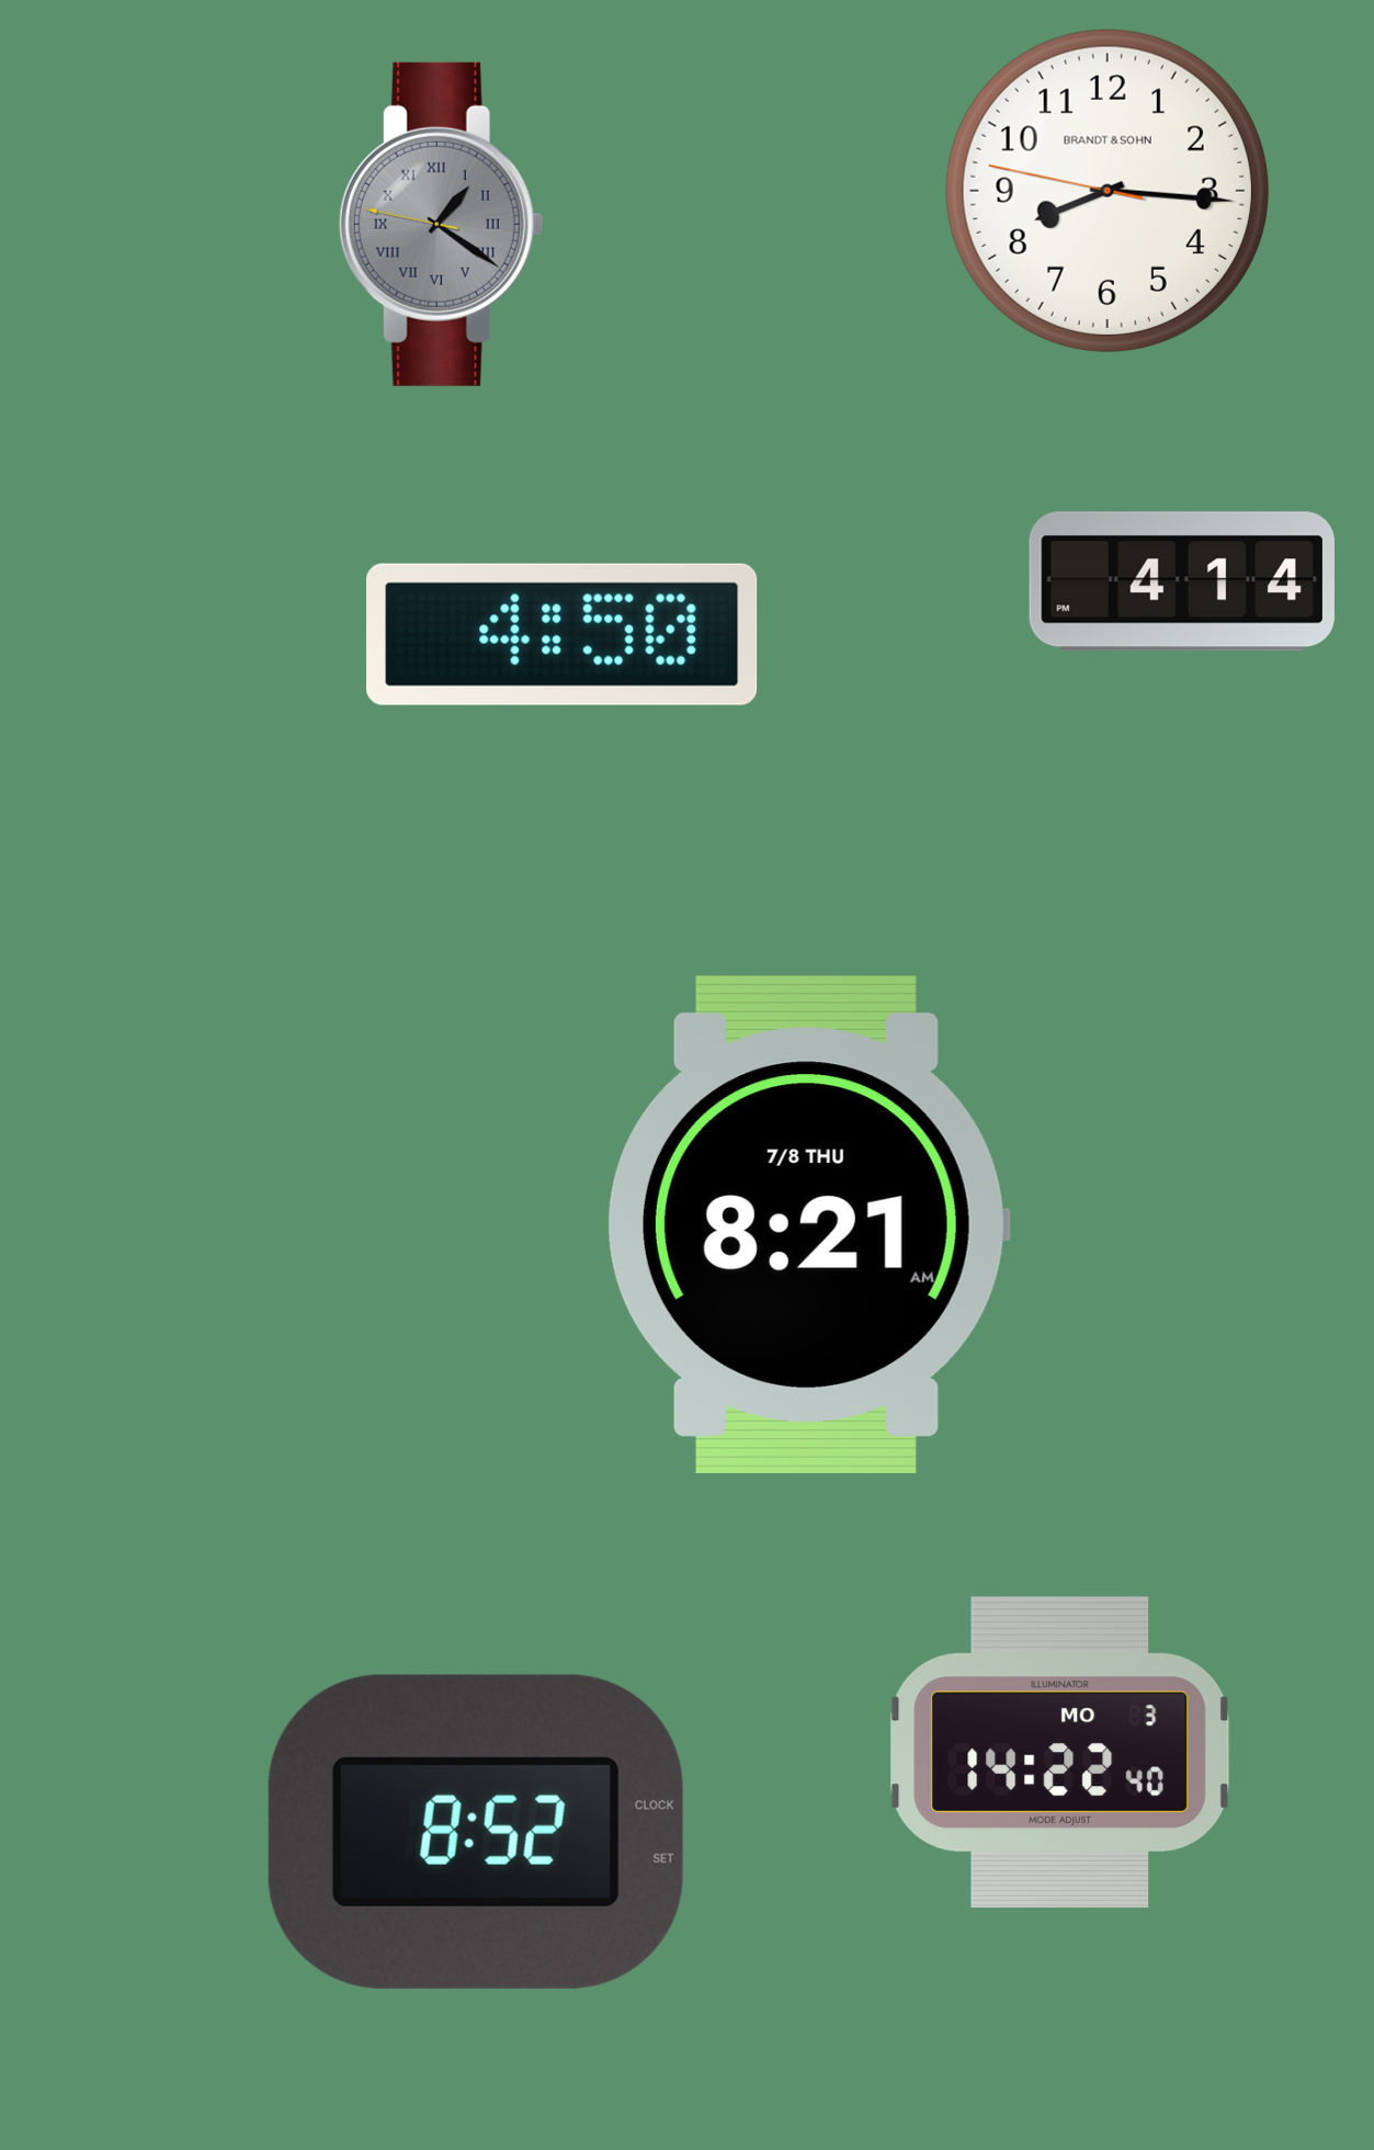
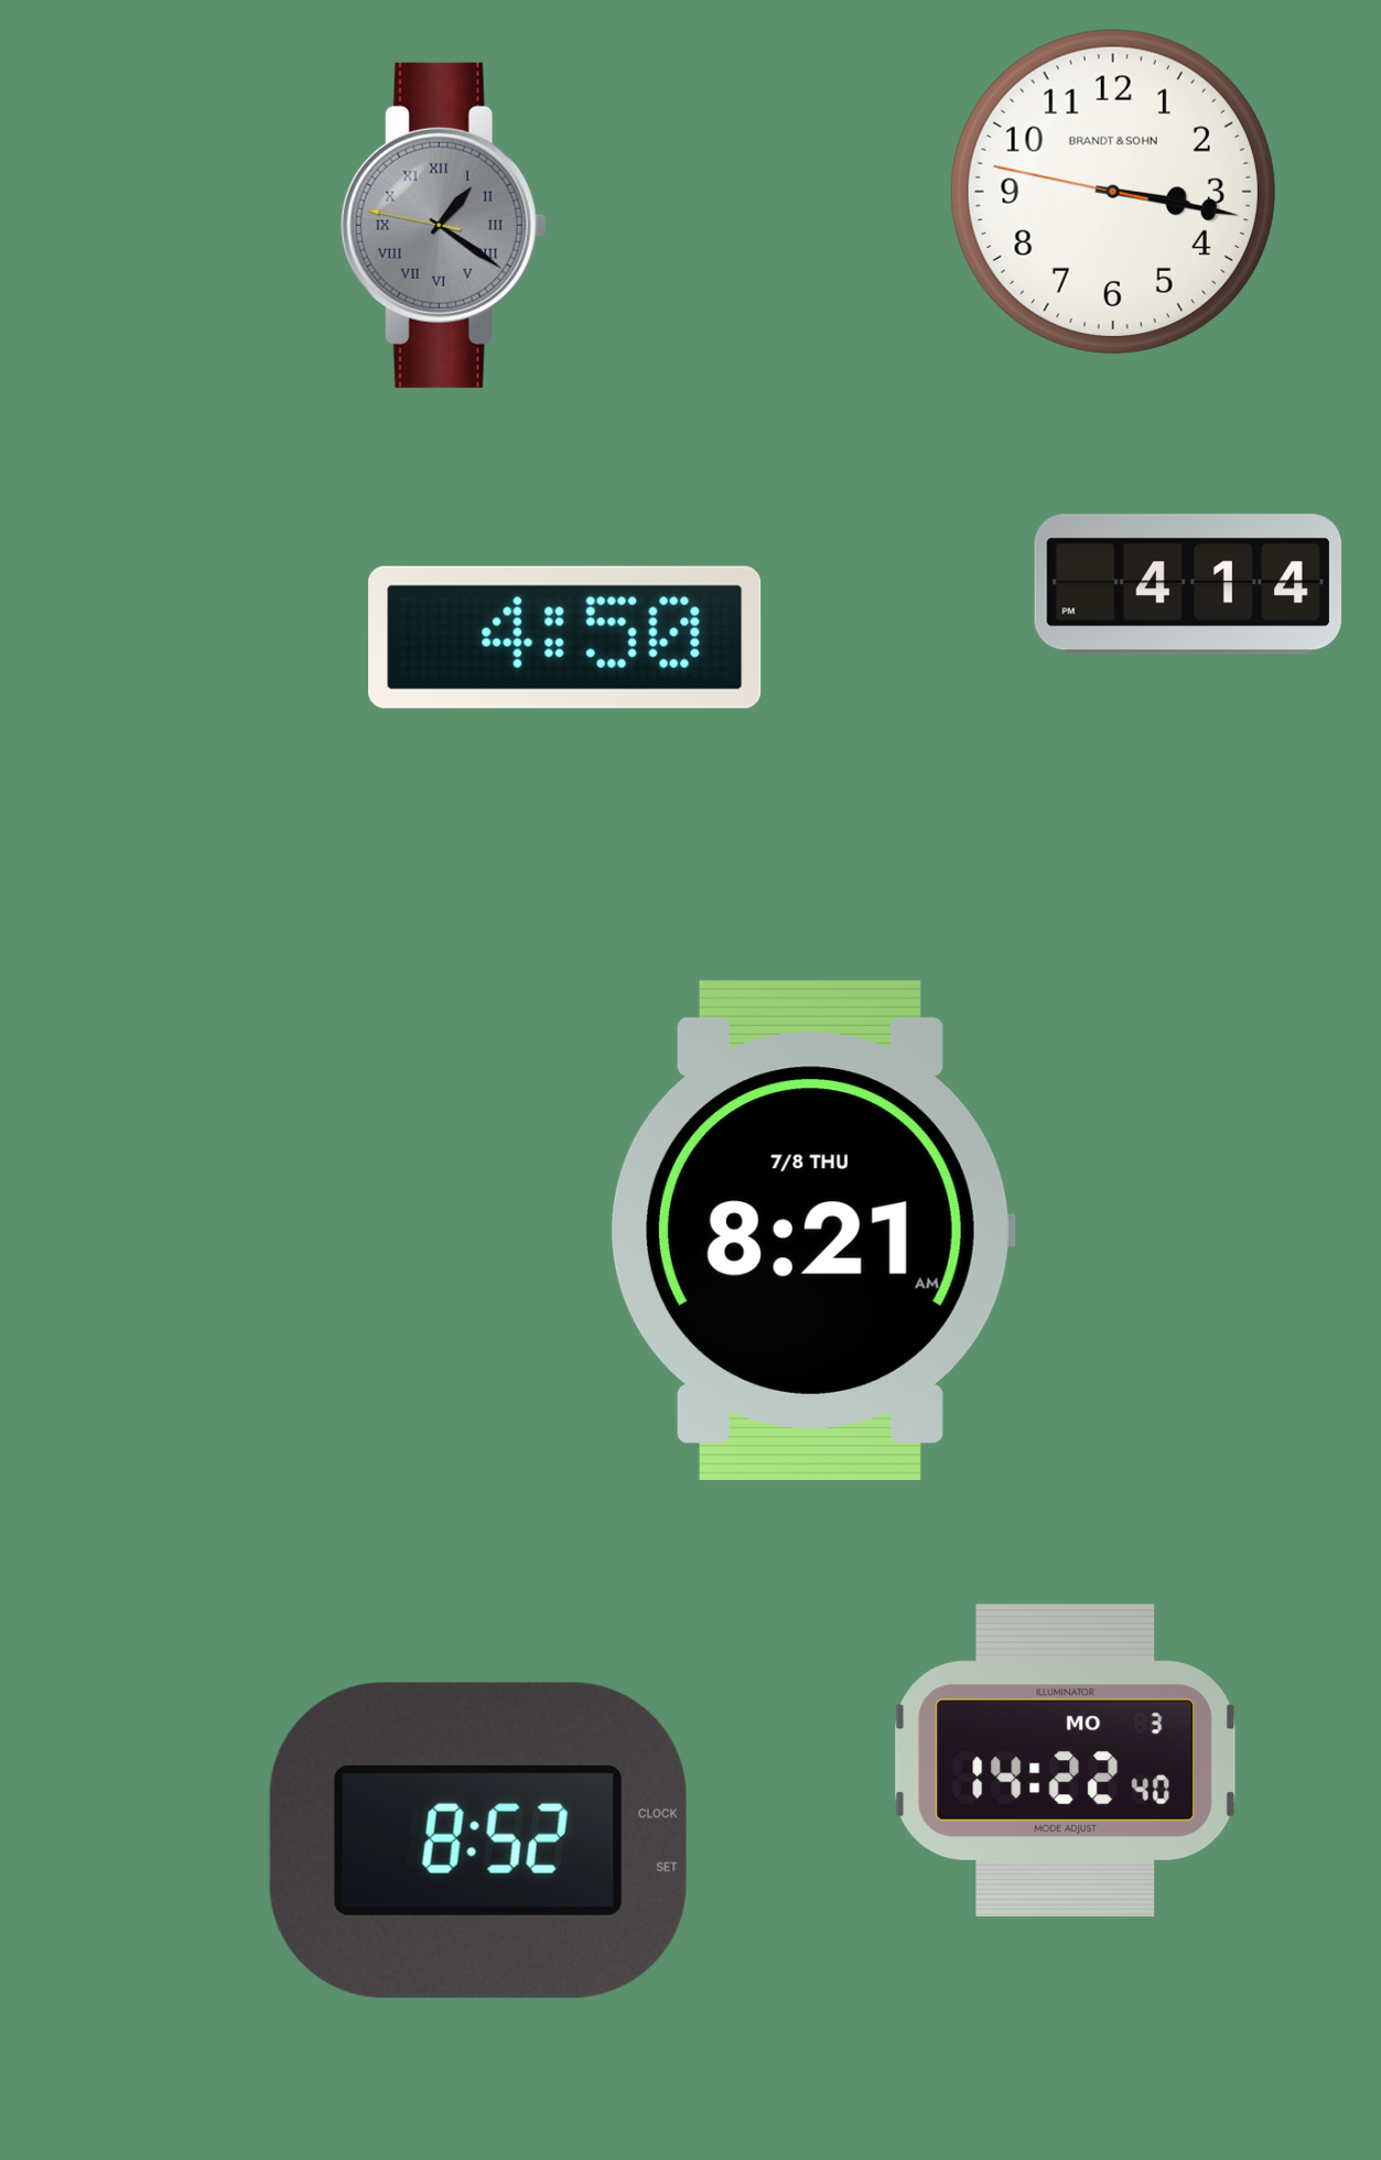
clock at (1108, 191): 8:15 -> 3:16
